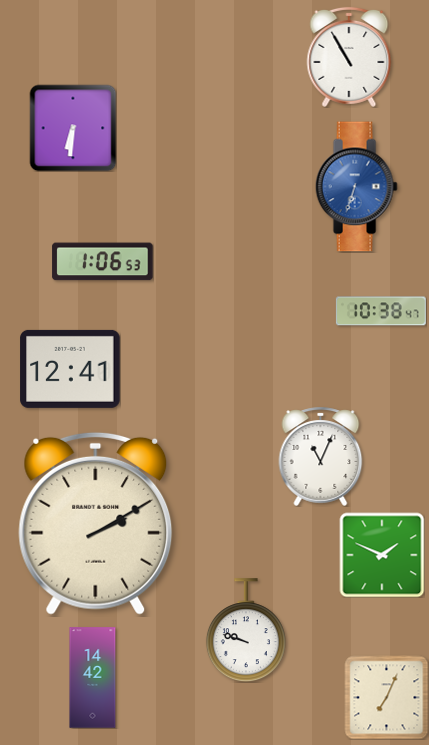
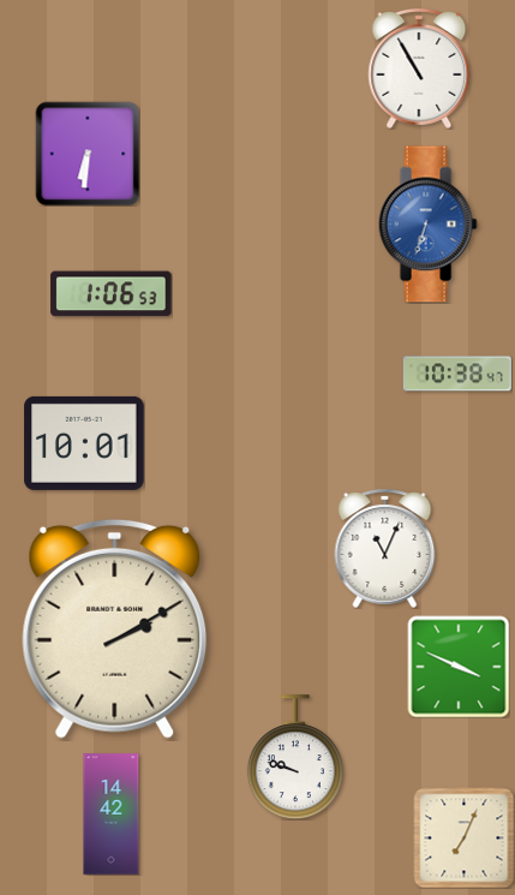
clock at (103, 262) position: (103, 262) -> (112, 294)
clock at (70, 369): 12:41 -> 10:01
clock at (382, 555): 1:49 -> 3:49
